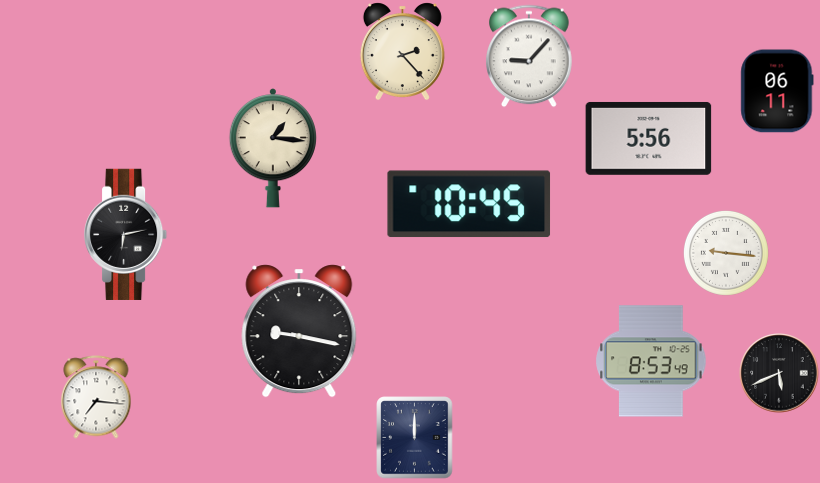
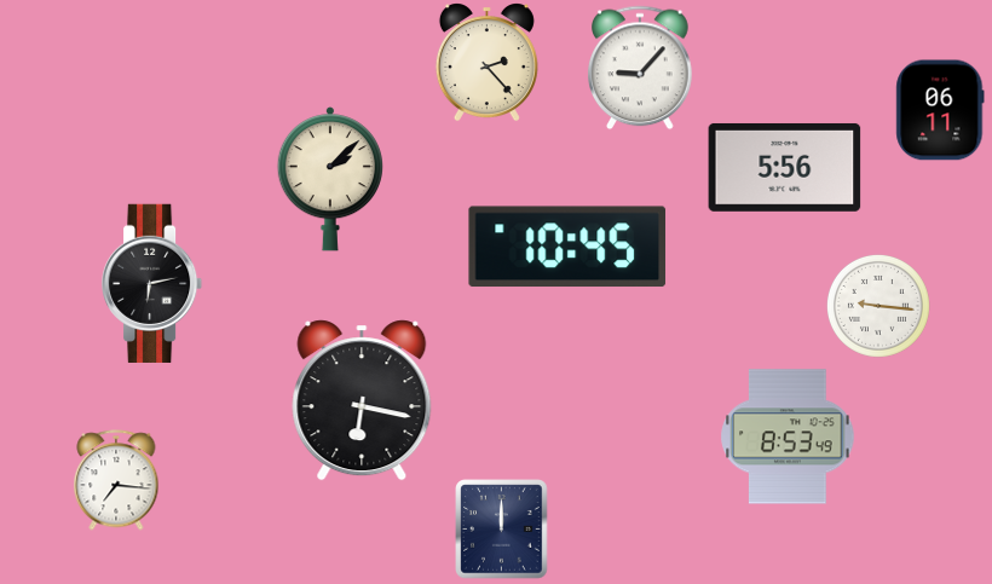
clock at (273, 148): 1:16 -> 2:08
clock at (299, 331): 9:17 -> 6:17
clock at (779, 373): 5:41 -> none
